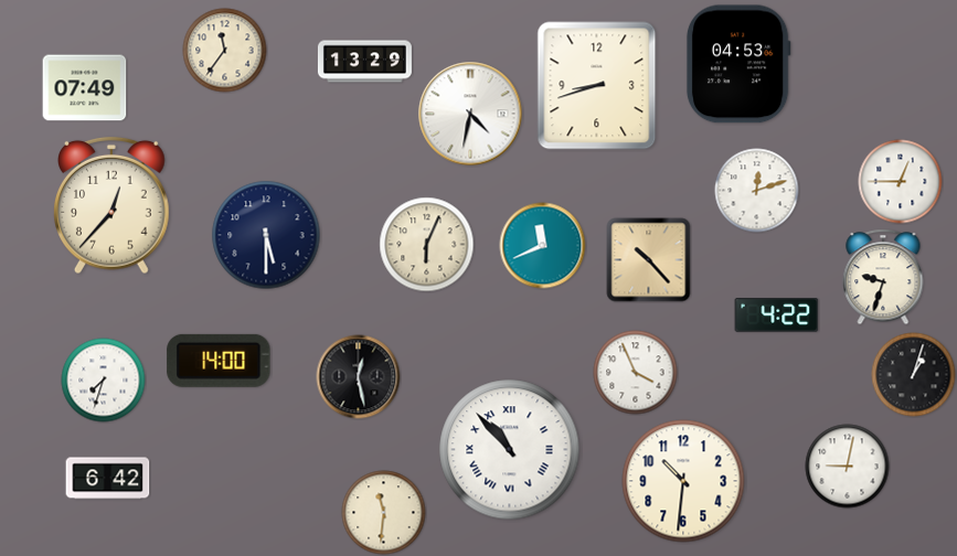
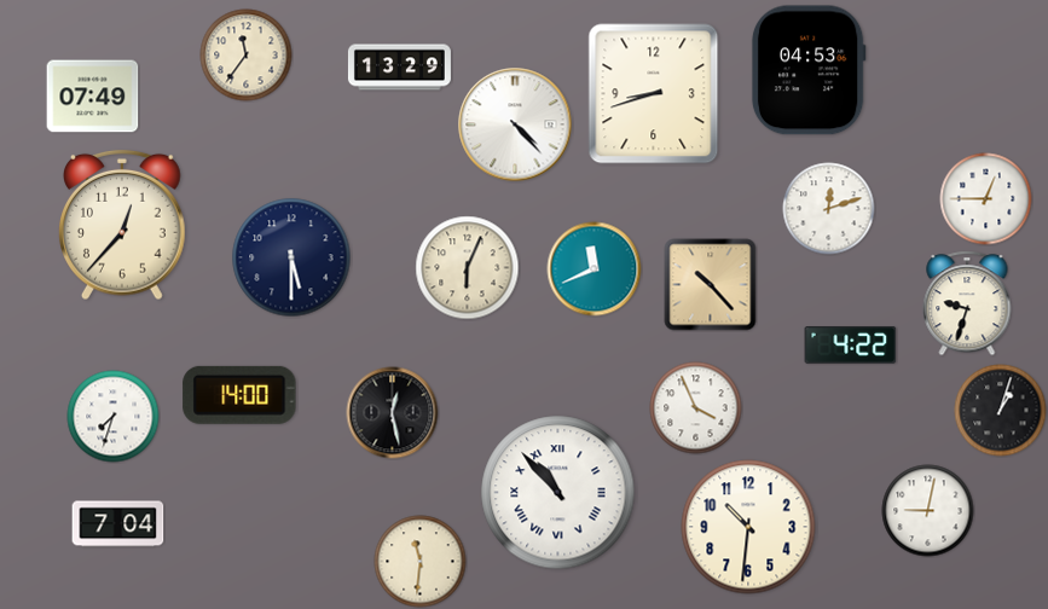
clock at (470, 114): 4:32 -> 4:23
clock at (108, 479): 6:42 -> 7:04
